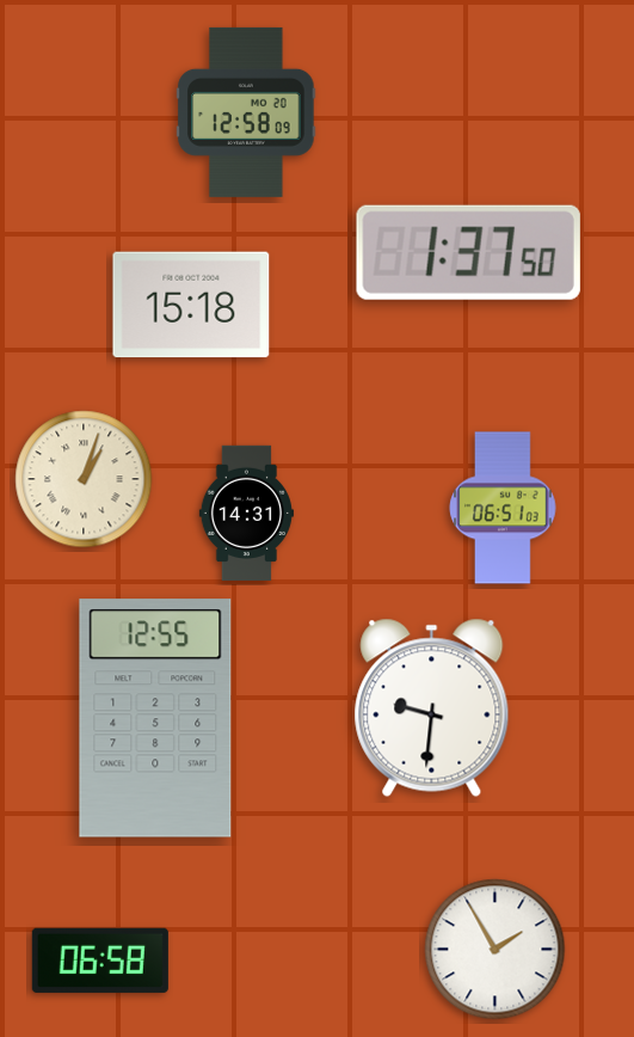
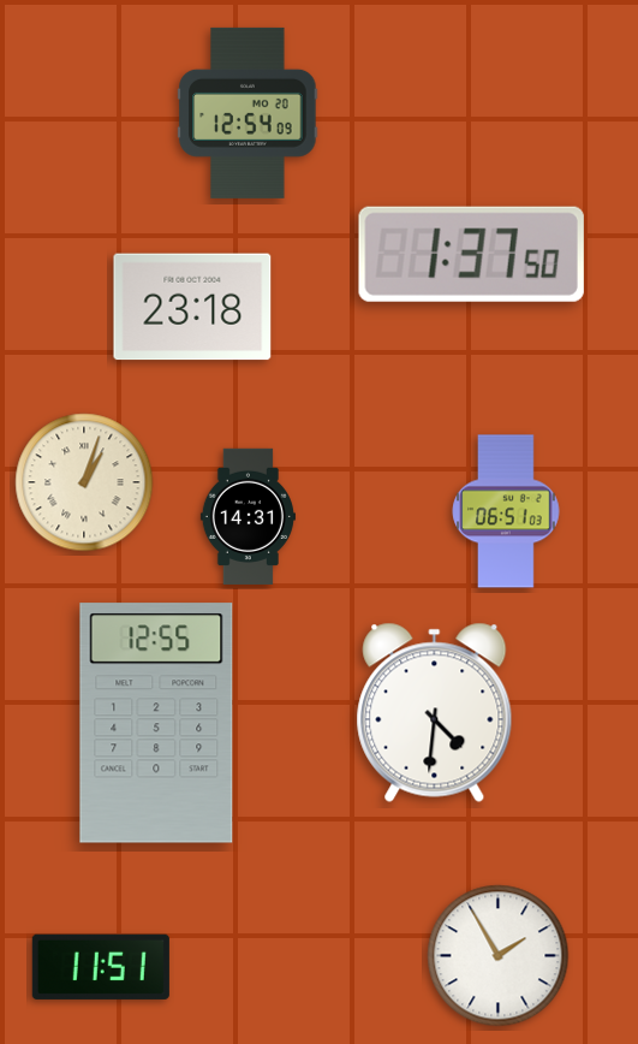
clock at (246, 112): 12:58 -> 12:54
clock at (191, 305): 15:18 -> 23:18
clock at (432, 707): 9:31 -> 4:31
clock at (100, 961): 06:58 -> 11:51
